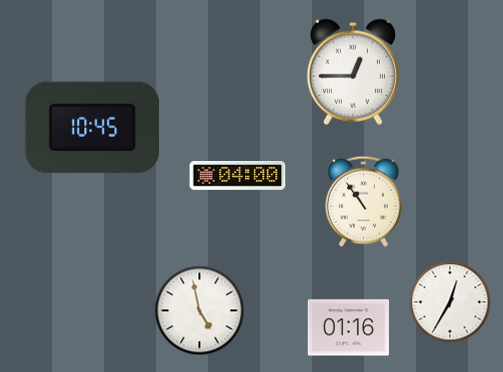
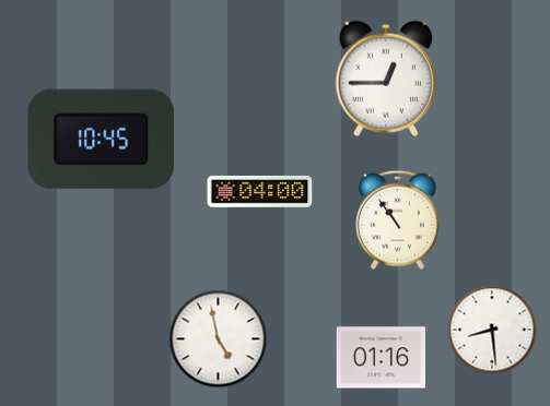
clock at (450, 302): 12:35 -> 8:29
